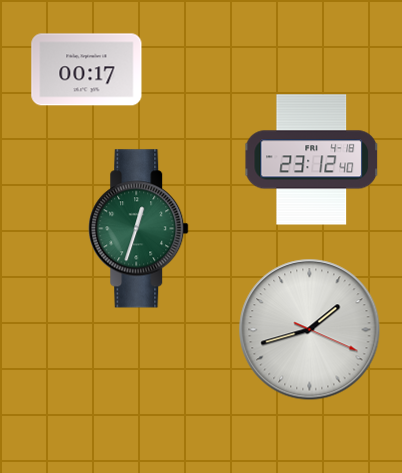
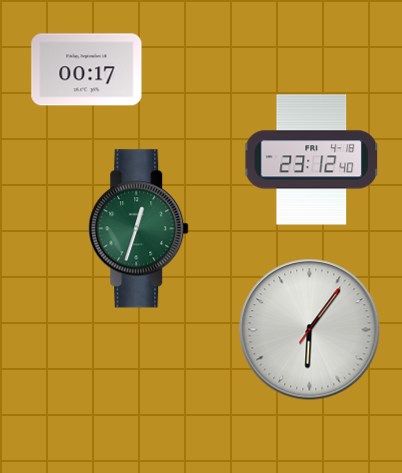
clock at (310, 330): 1:42 -> 6:06
